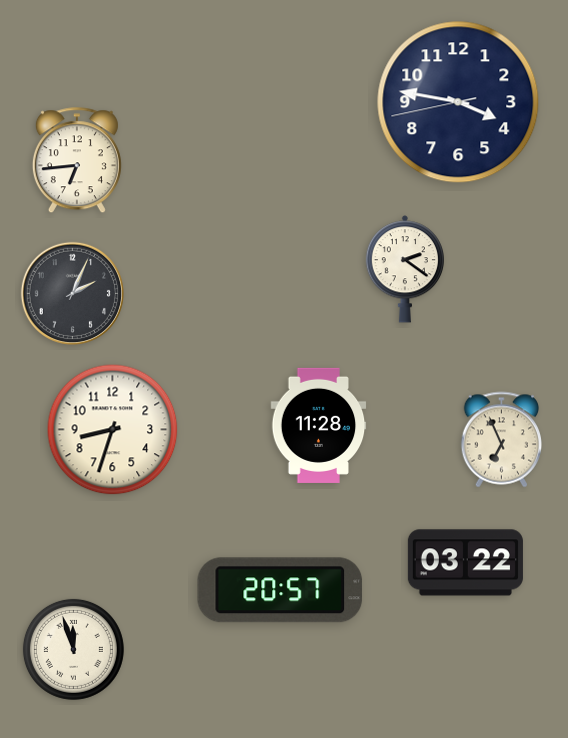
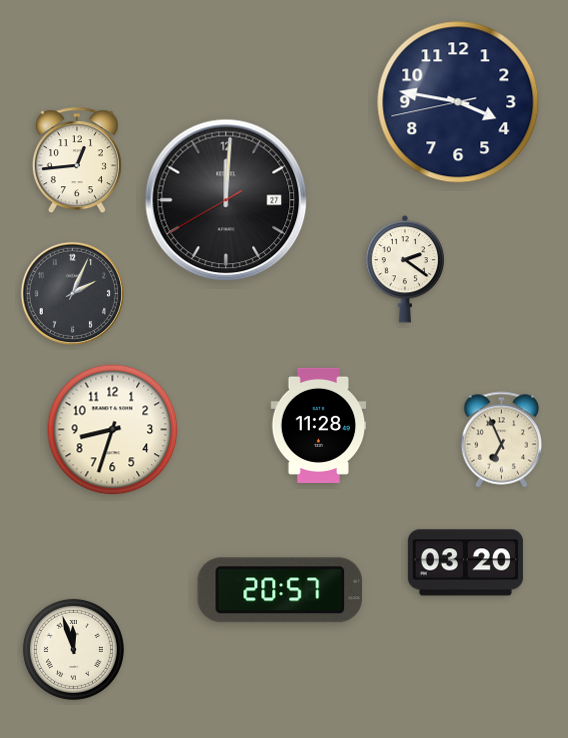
clock at (77, 161): 6:44 -> 12:44
clock at (226, 200): none -> 12:00
clock at (465, 563): 03:22 -> 03:20
